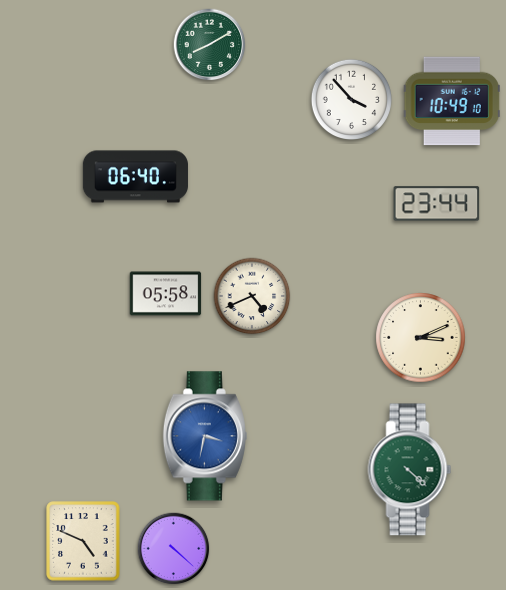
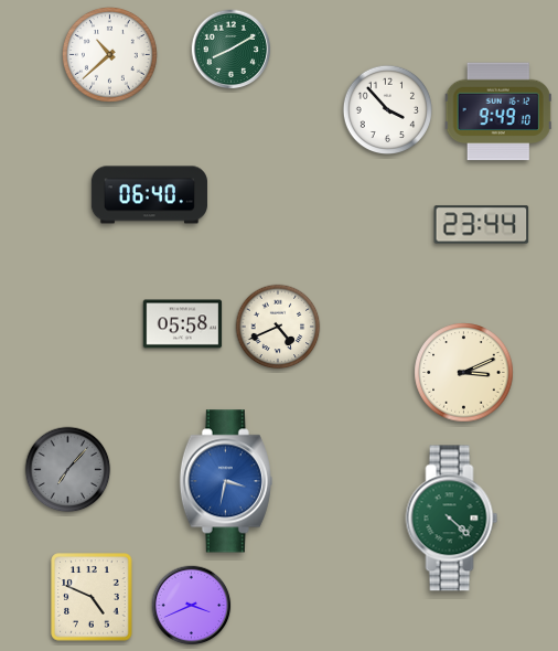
clock at (110, 55): none -> 10:38
clock at (452, 101): 10:49 -> 9:49
clock at (68, 470): none -> 7:07
clock at (174, 549): 4:22 -> 3:41
